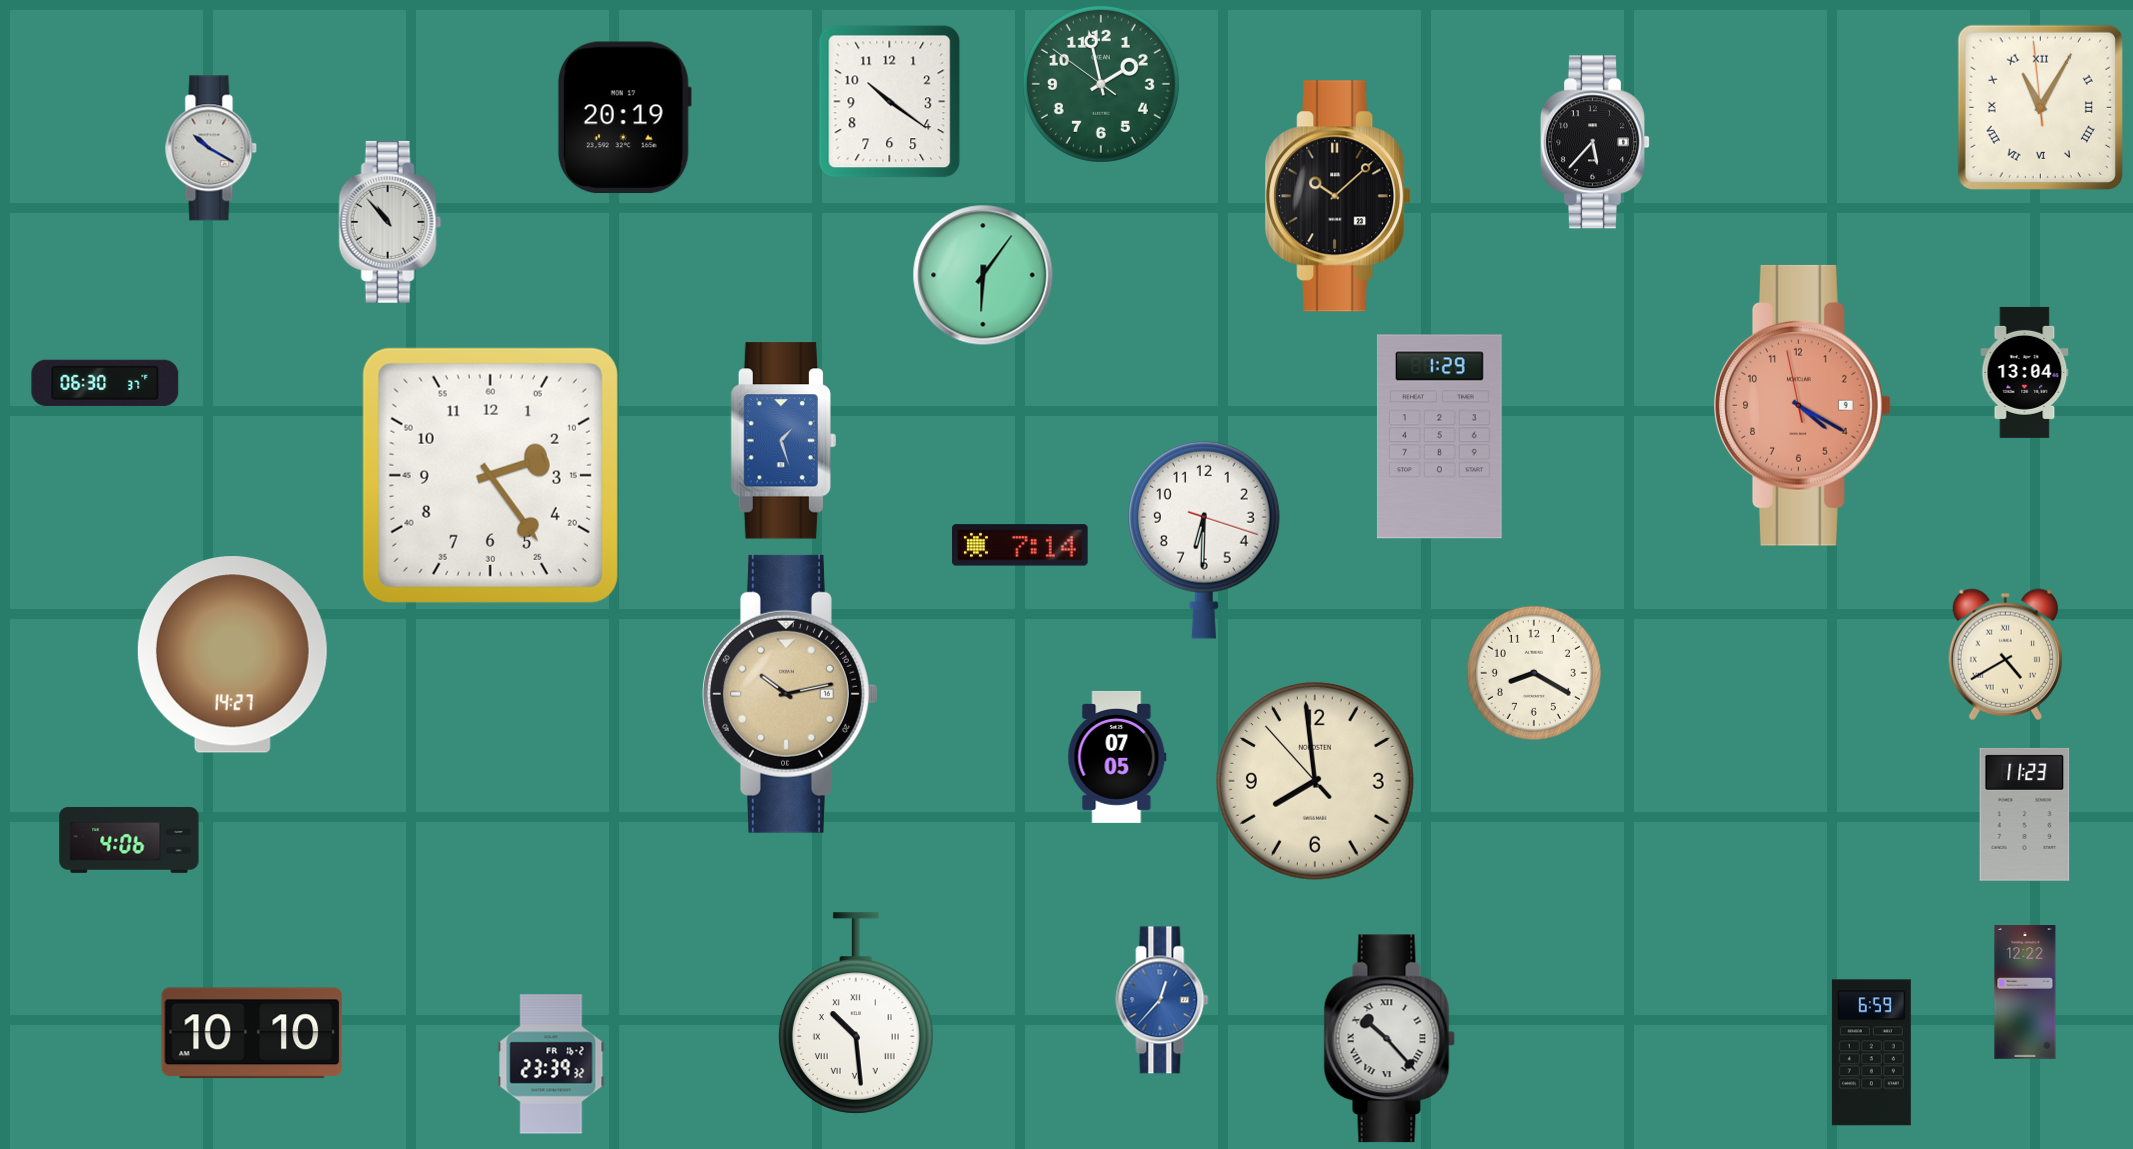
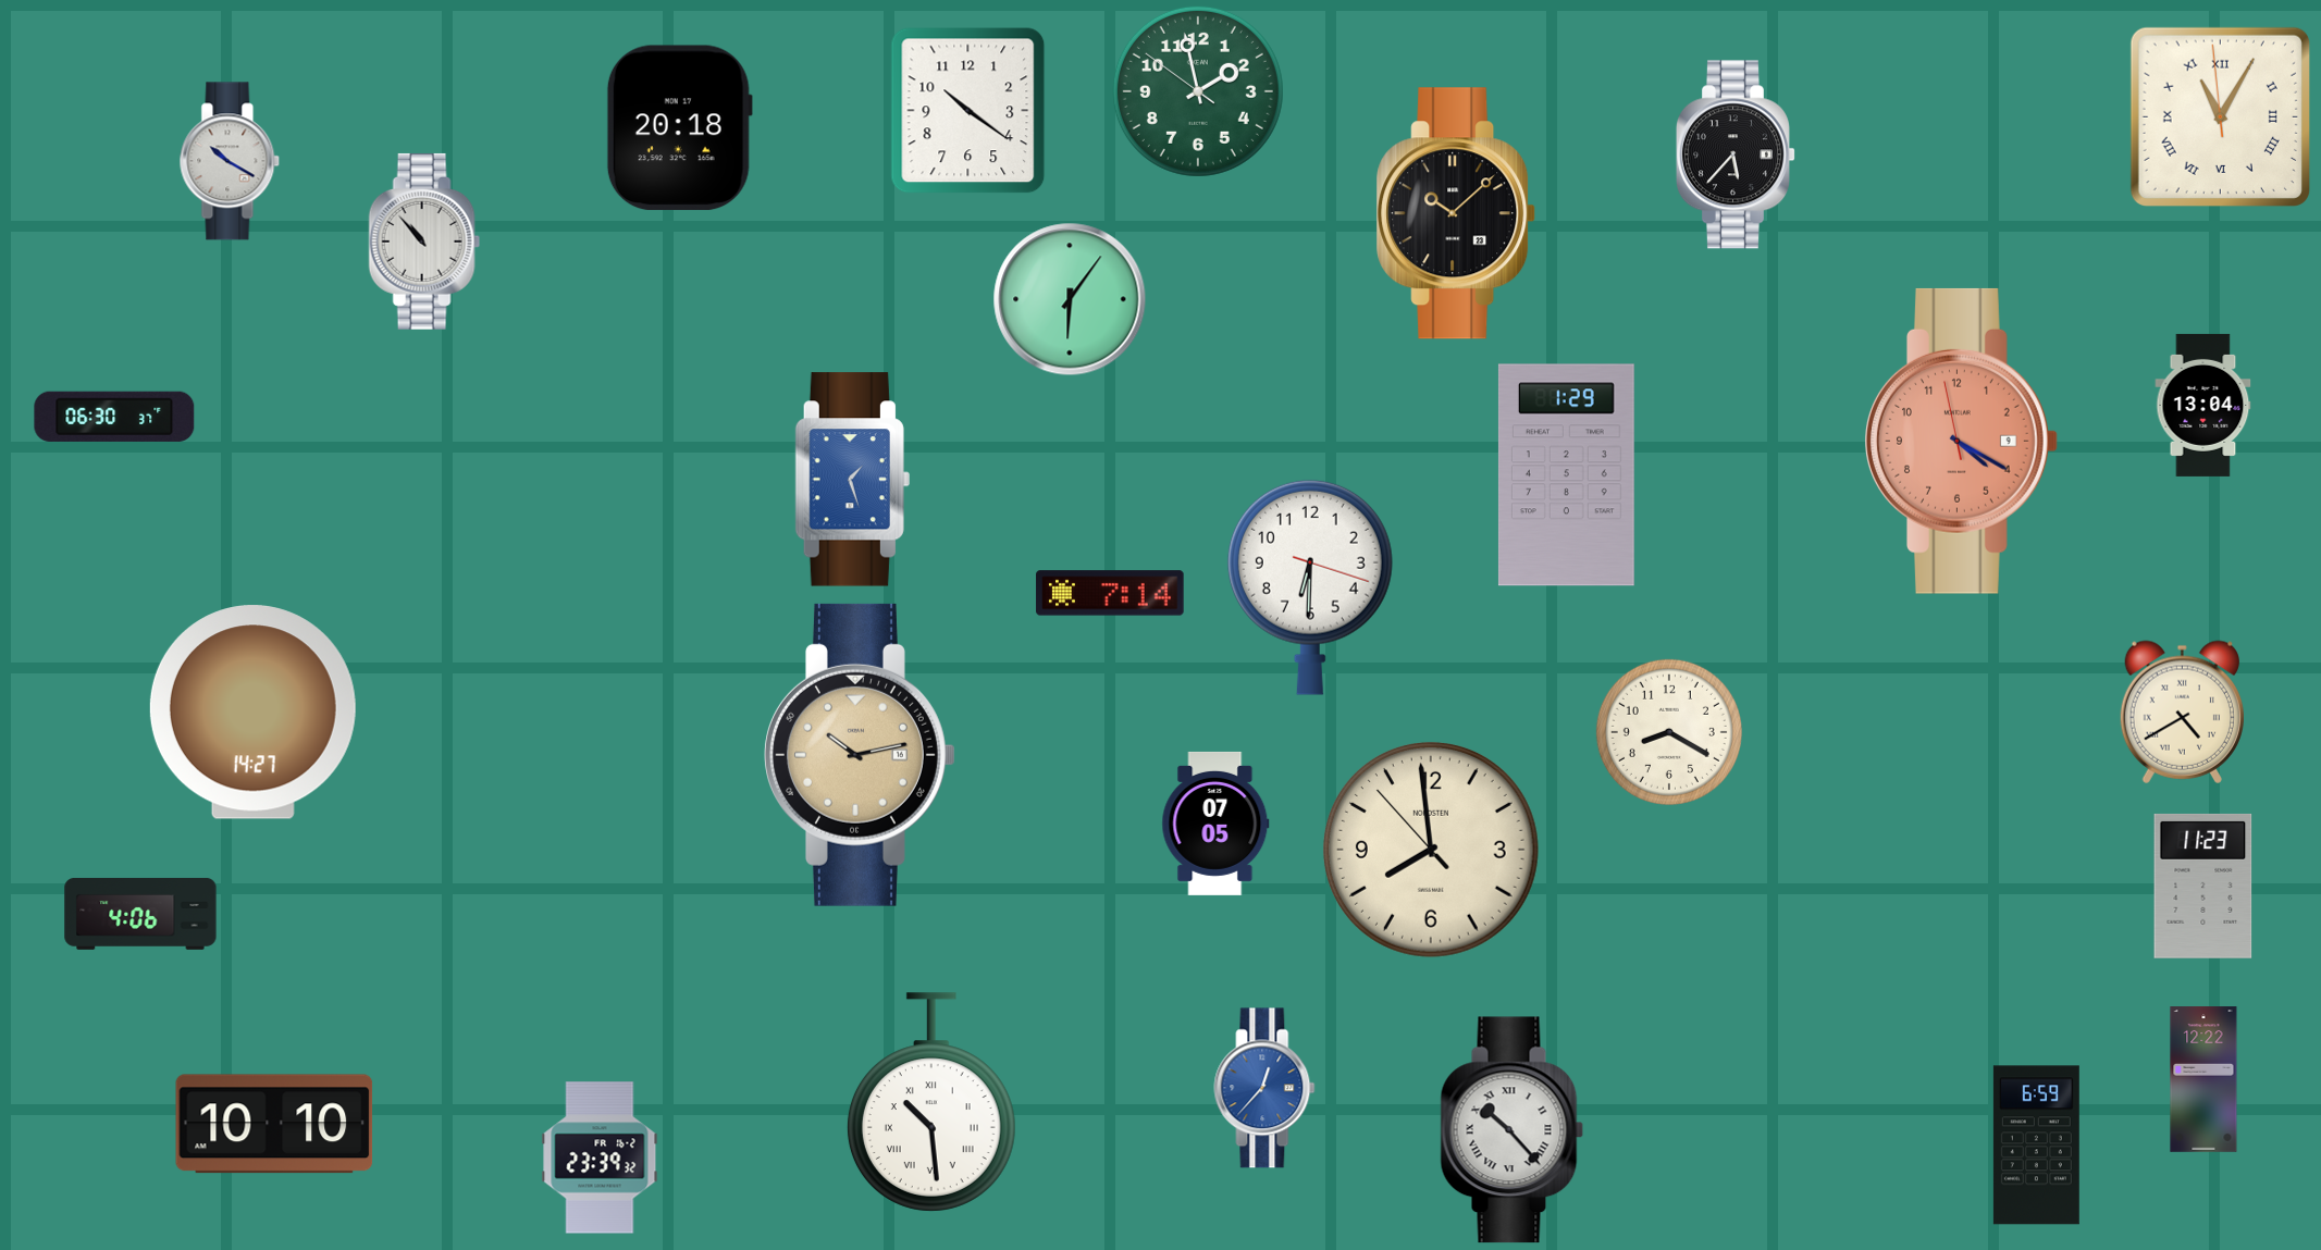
clock at (624, 118): 20:19 -> 20:18
clock at (490, 475): 2:24 -> none
